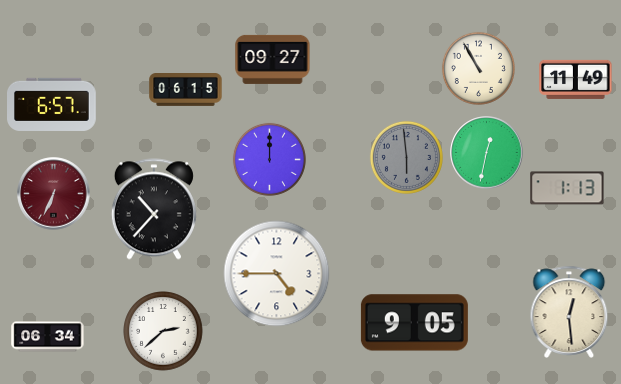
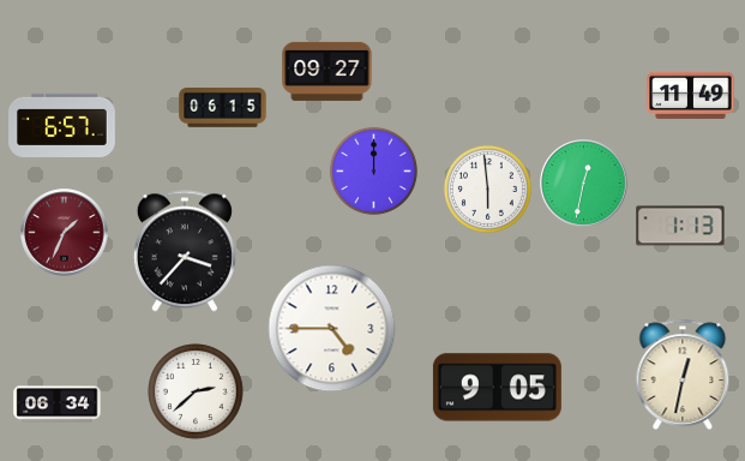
clock at (478, 68): 10:55 -> none
clock at (406, 157) dial: grey -> white
clock at (269, 159) position: (269, 159) -> (373, 170)
clock at (54, 194): 6:34 -> 1:34
clock at (154, 209): 10:37 -> 3:37
clock at (569, 312): 12:29 -> 12:32
clock at (163, 331) position: (163, 331) -> (196, 391)
